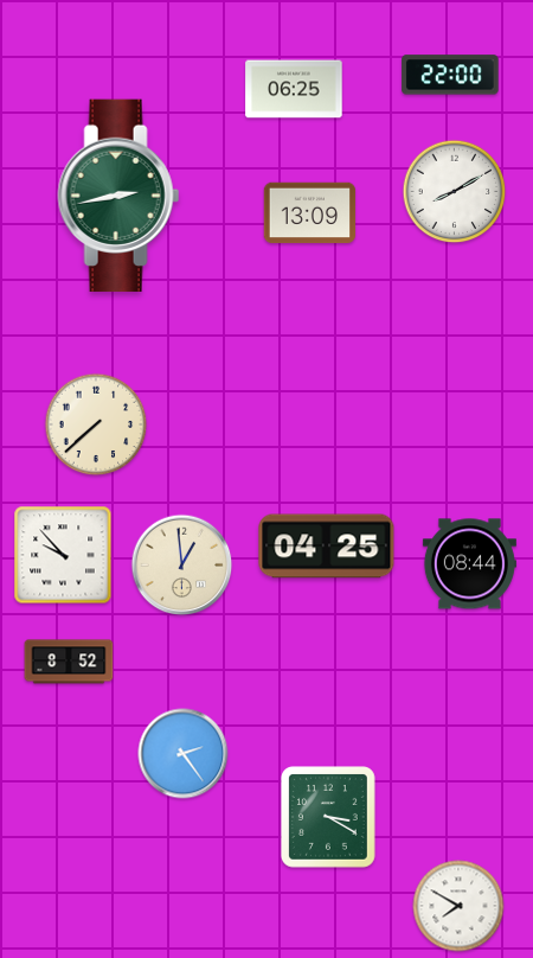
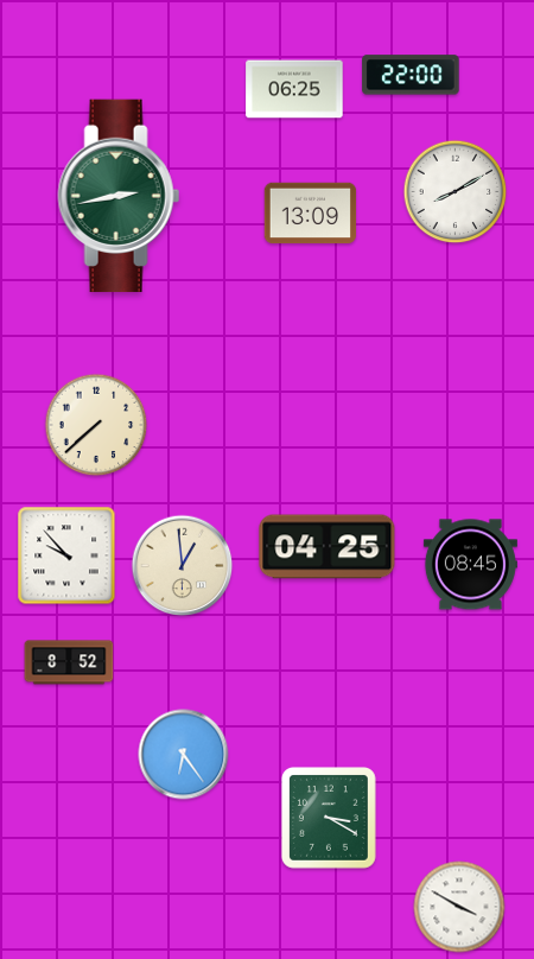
clock at (450, 75) position: (450, 75) -> (411, 75)
clock at (63, 555) position: (63, 555) -> (66, 555)
clock at (469, 564): 08:44 -> 08:45
clock at (184, 754): 2:24 -> 6:24
clock at (458, 906): 7:50 -> 3:50
